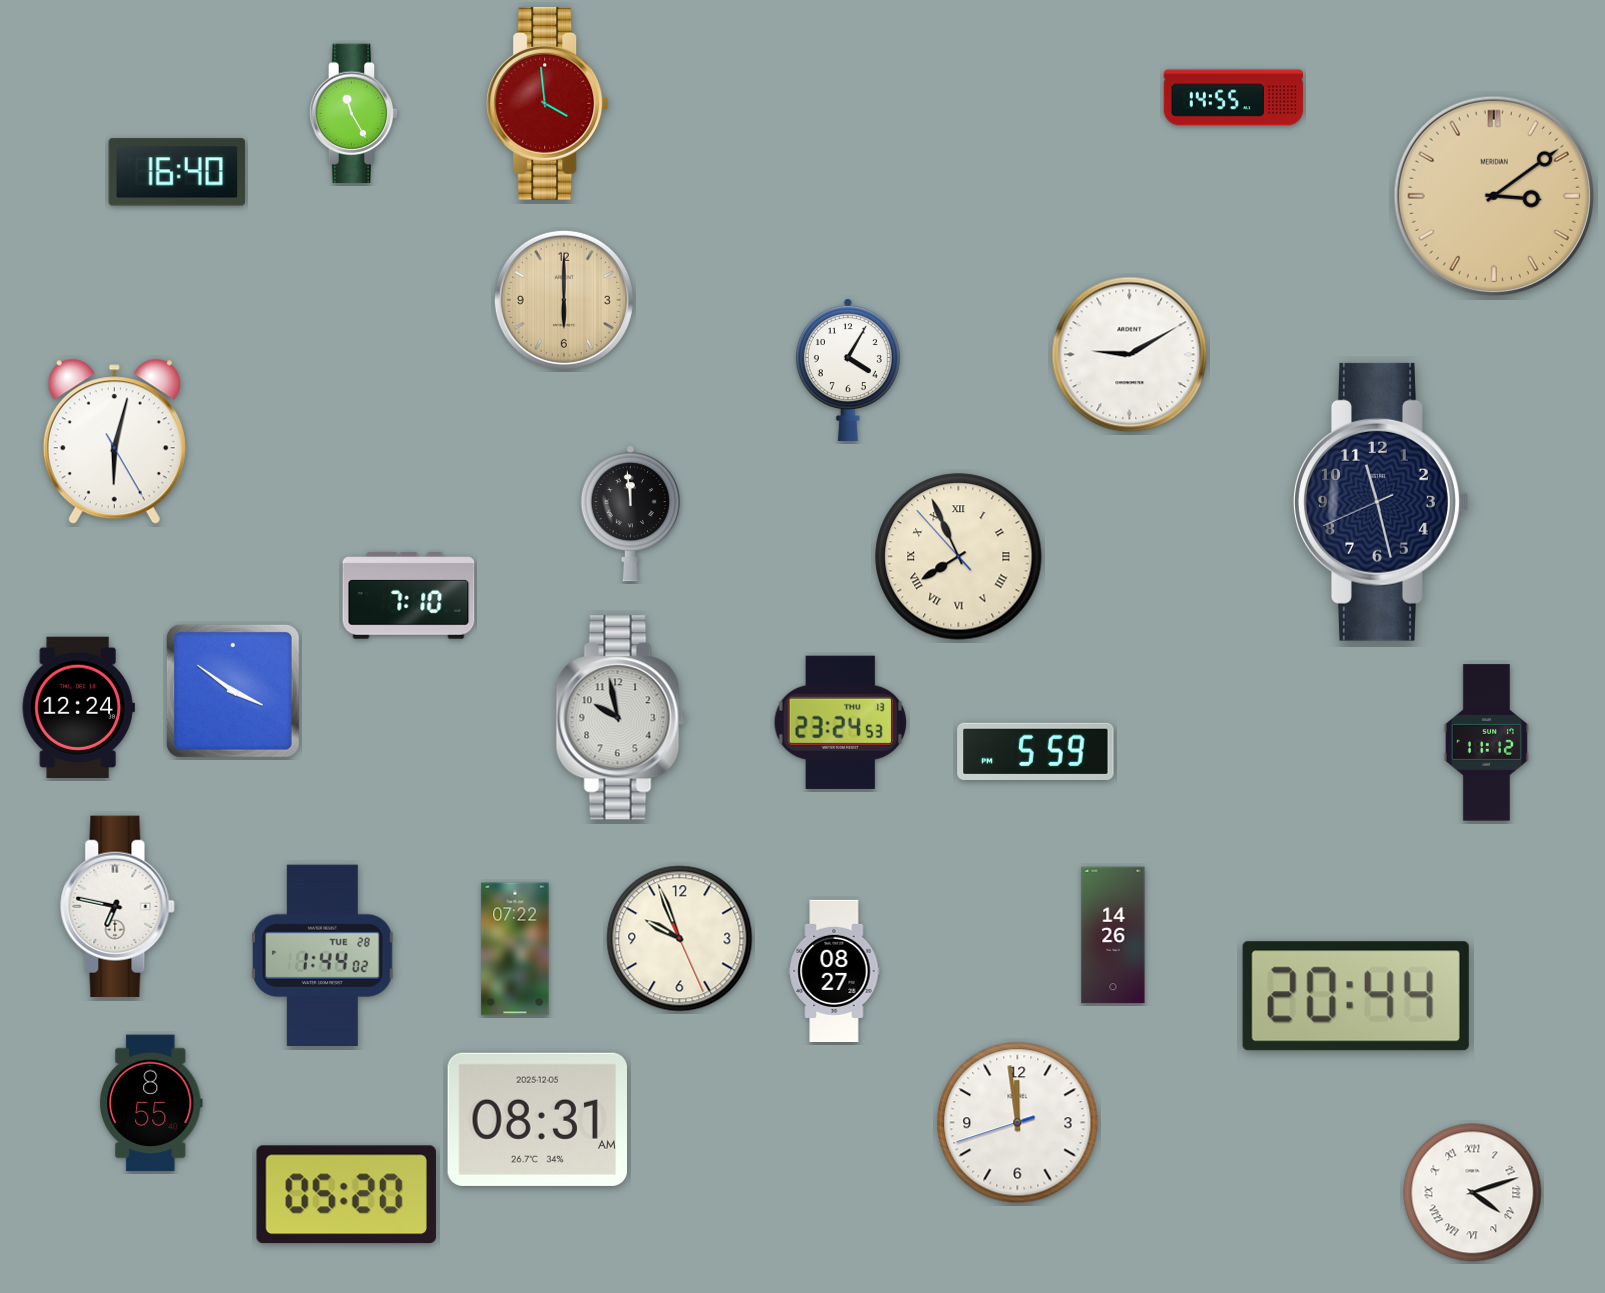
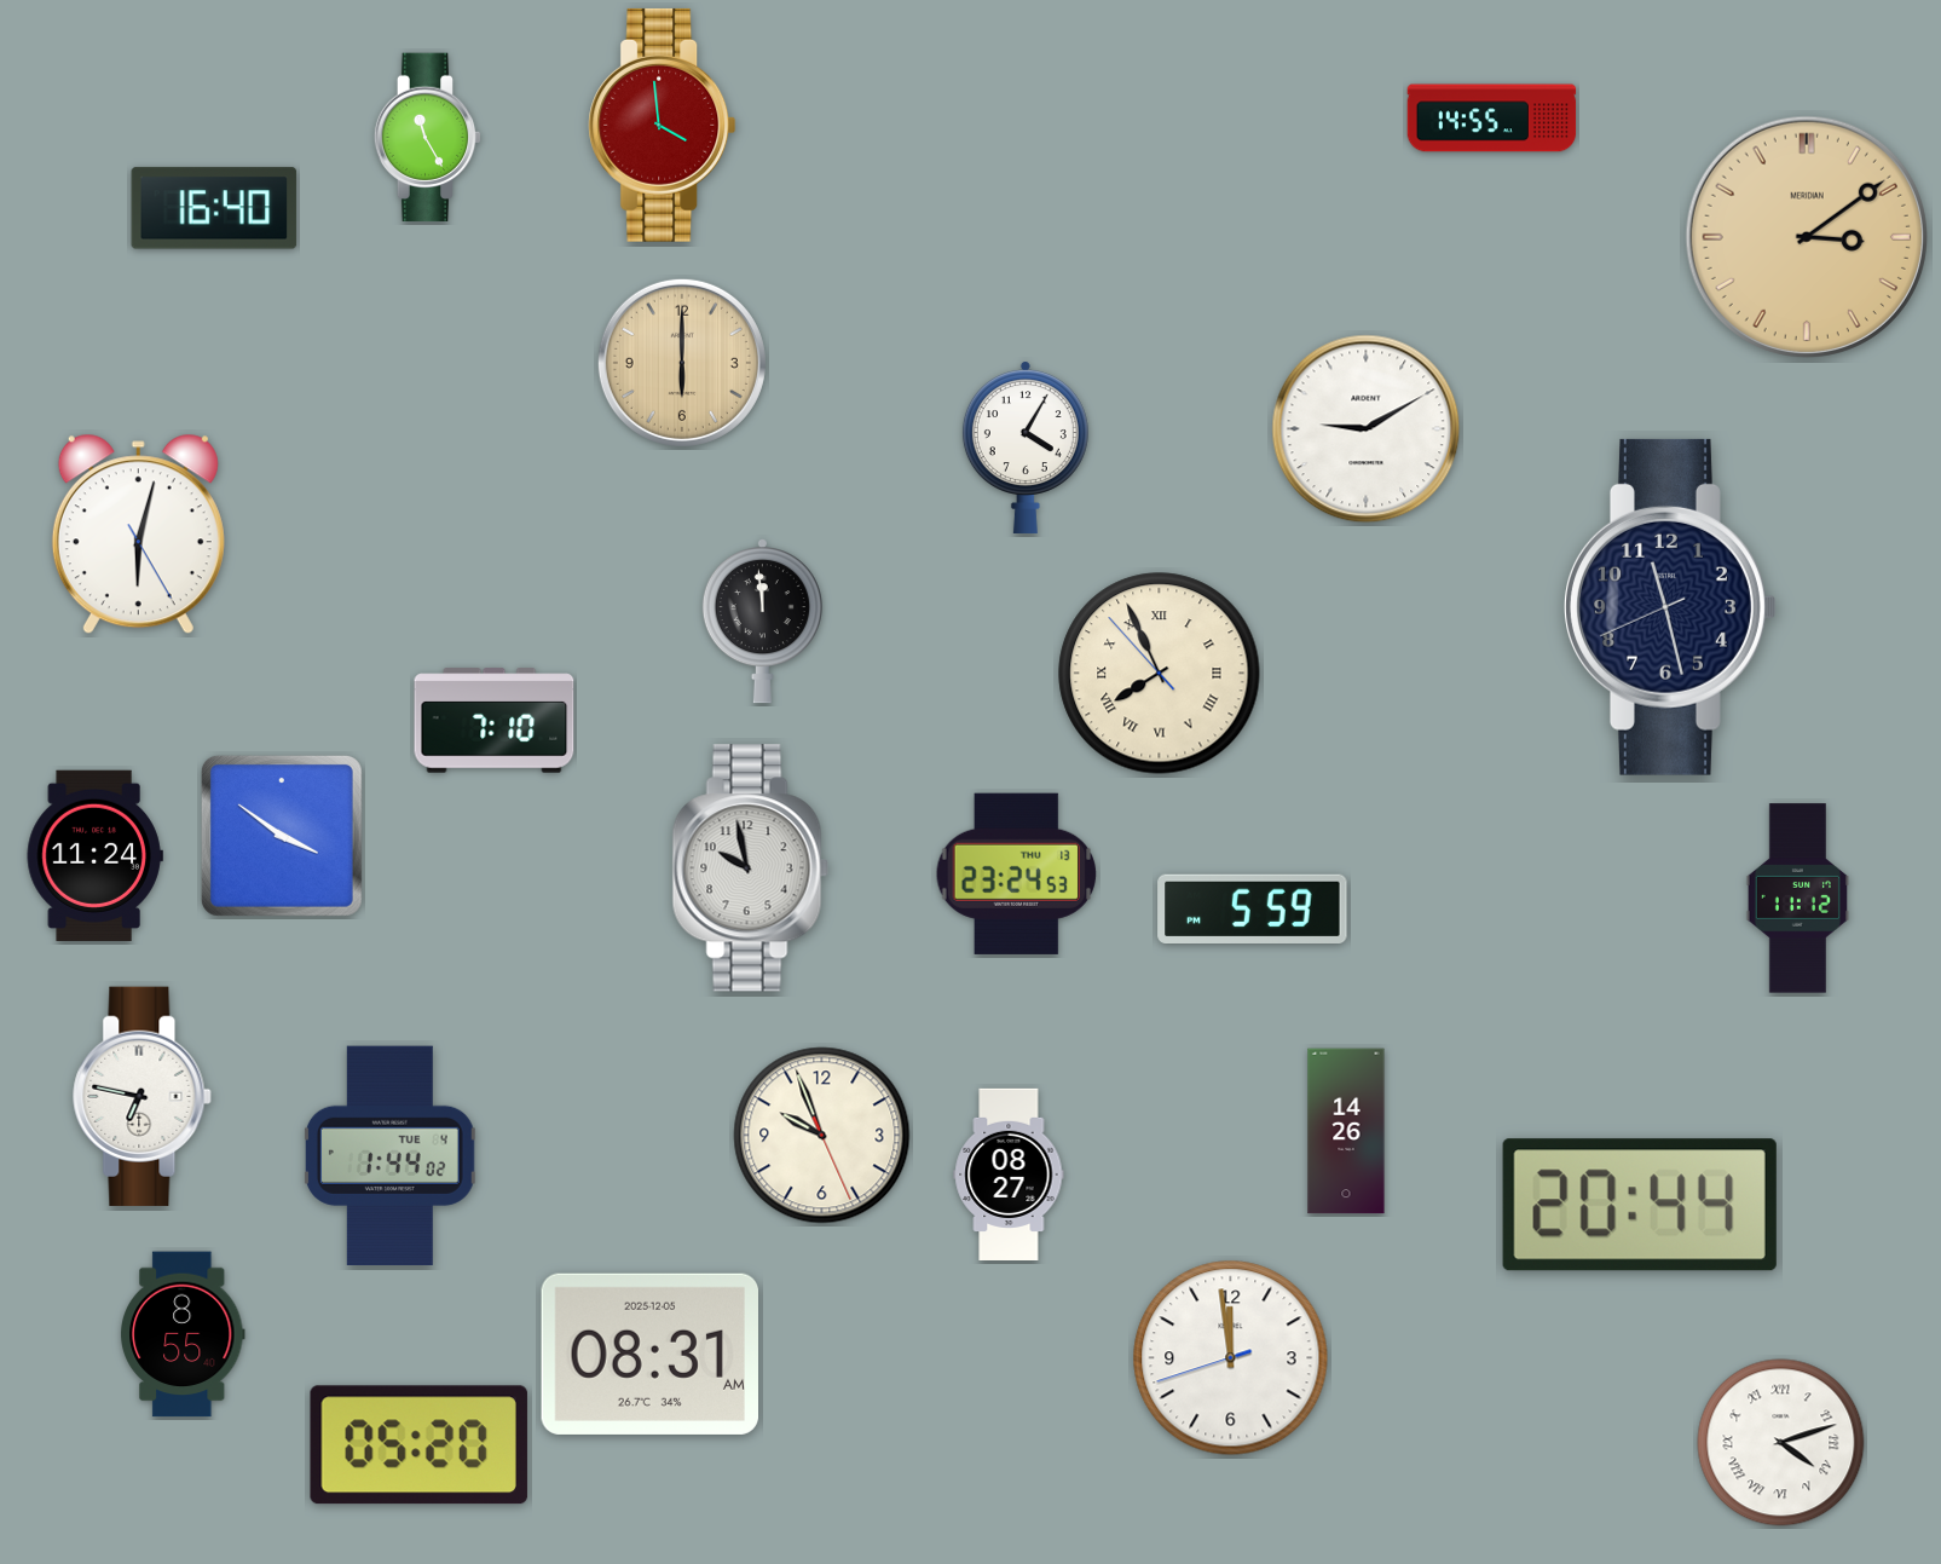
clock at (78, 707): 12:24 -> 11:24
clock at (515, 949): 07:22 -> none
clock at (322, 955) date: TUE 28 -> TUE 4
